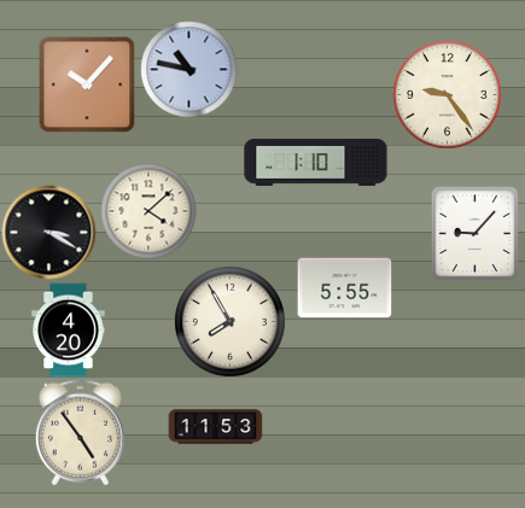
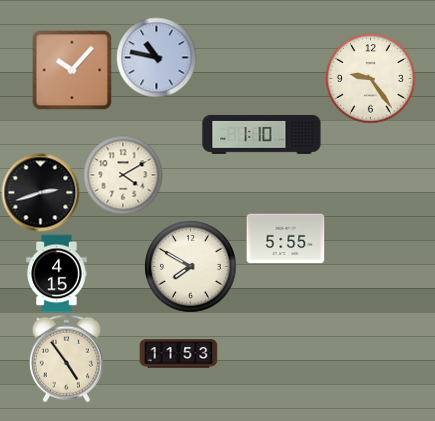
clock at (148, 211): 4:08 -> 4:10
clock at (48, 232): 3:20 -> 2:42
clock at (476, 233): 9:07 -> none
clock at (229, 321): 7:55 -> 7:50
clock at (69, 329): 4:20 -> 4:15
